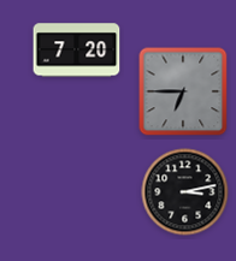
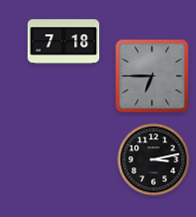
clock at (77, 51): 7:20 -> 7:18
